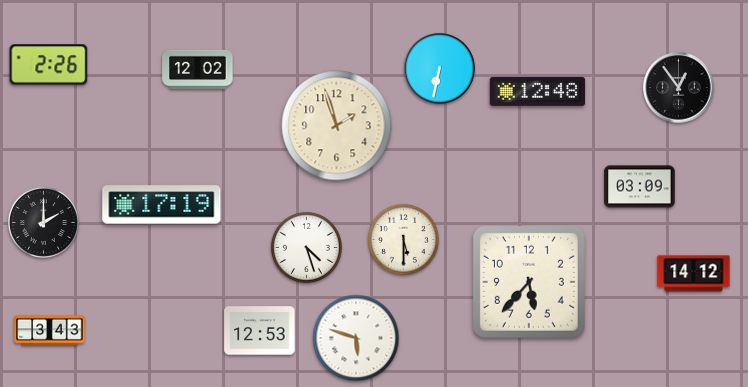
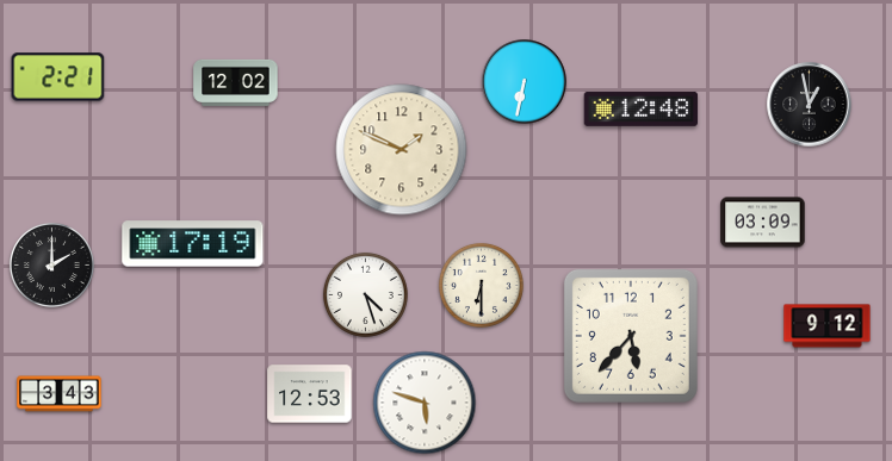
clock at (49, 65): 2:26 -> 2:21
clock at (679, 88): 12:54 -> 12:58
clock at (337, 126): 1:57 -> 1:49
clock at (403, 239): 5:30 -> 6:30
clock at (694, 274): 14:12 -> 9:12
